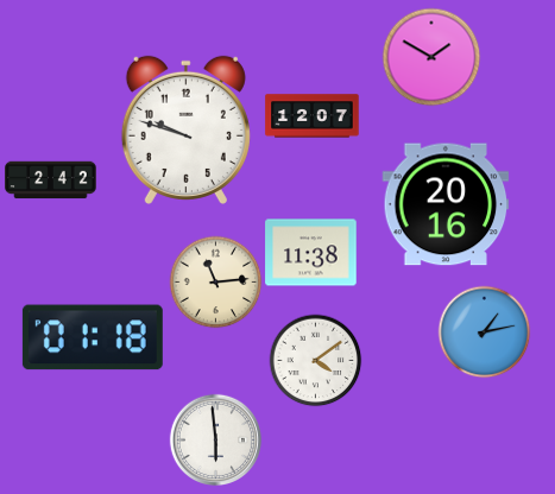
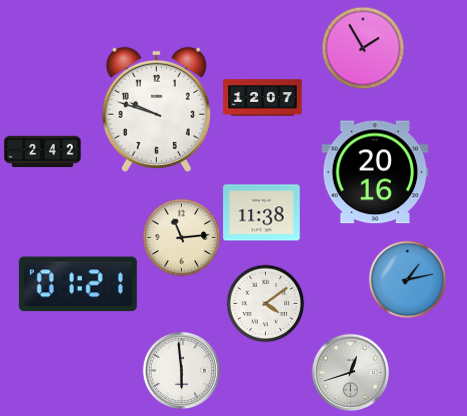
clock at (431, 57): 1:50 -> 1:55
clock at (93, 337): 01:18 -> 01:21
clock at (350, 372): none -> 12:42
